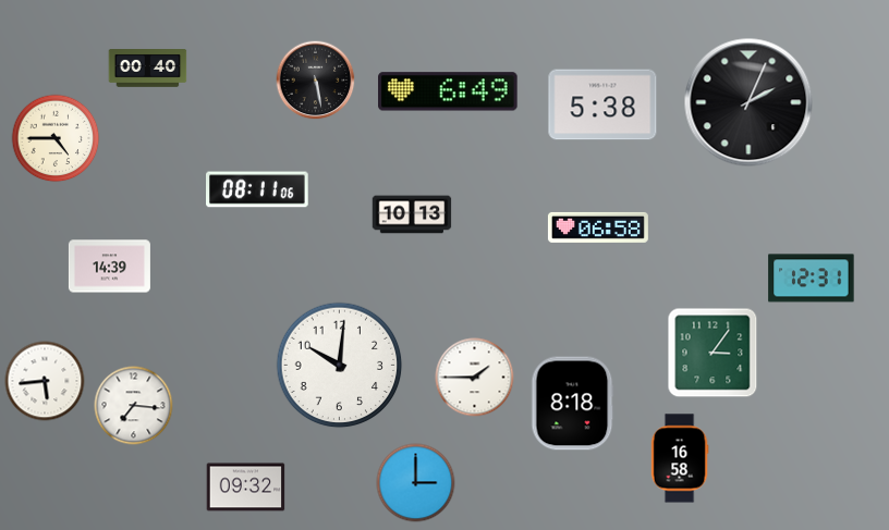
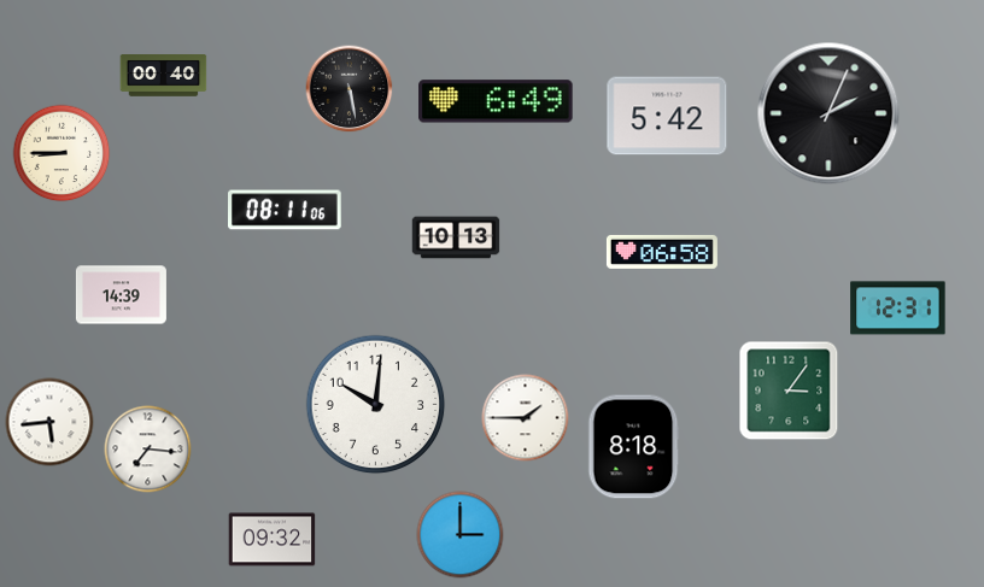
clock at (602, 104): 5:38 -> 5:42
clock at (56, 138): 4:45 -> 8:45
clock at (680, 458): 16:58 -> none
